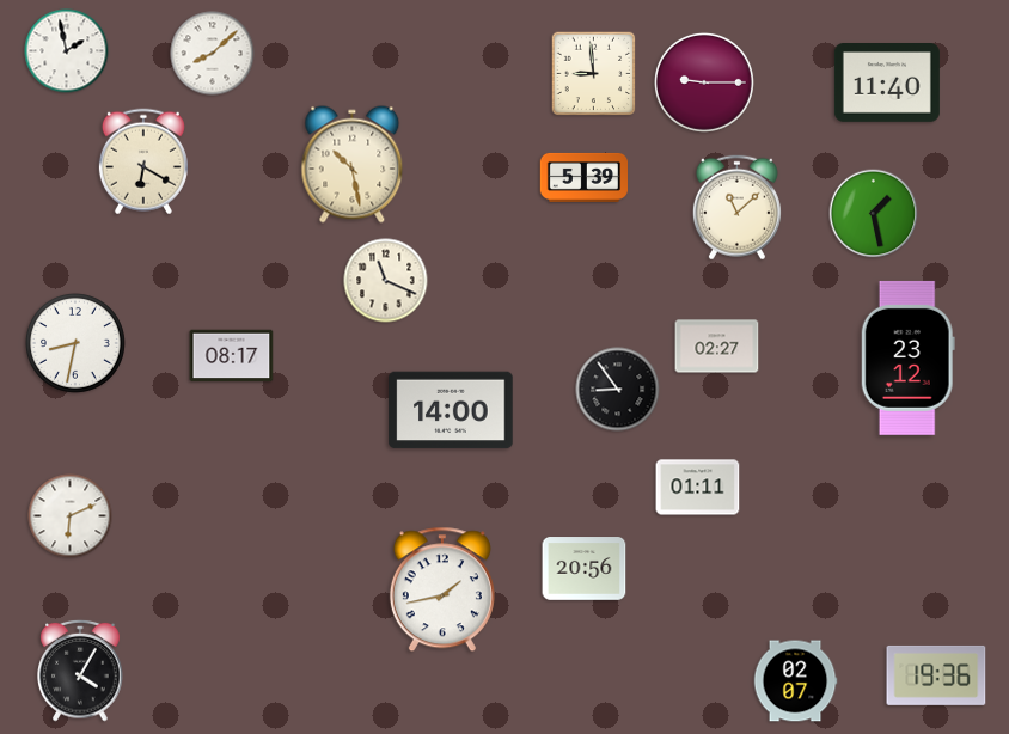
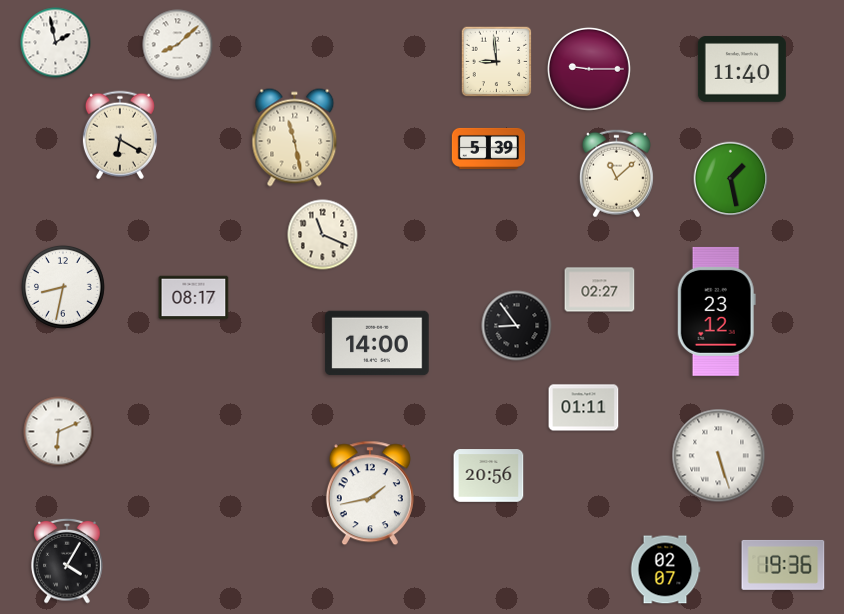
clock at (353, 165): 10:28 -> 11:28
clock at (907, 357) position: (907, 357) -> (716, 311)
clock at (719, 456): none -> 5:27
